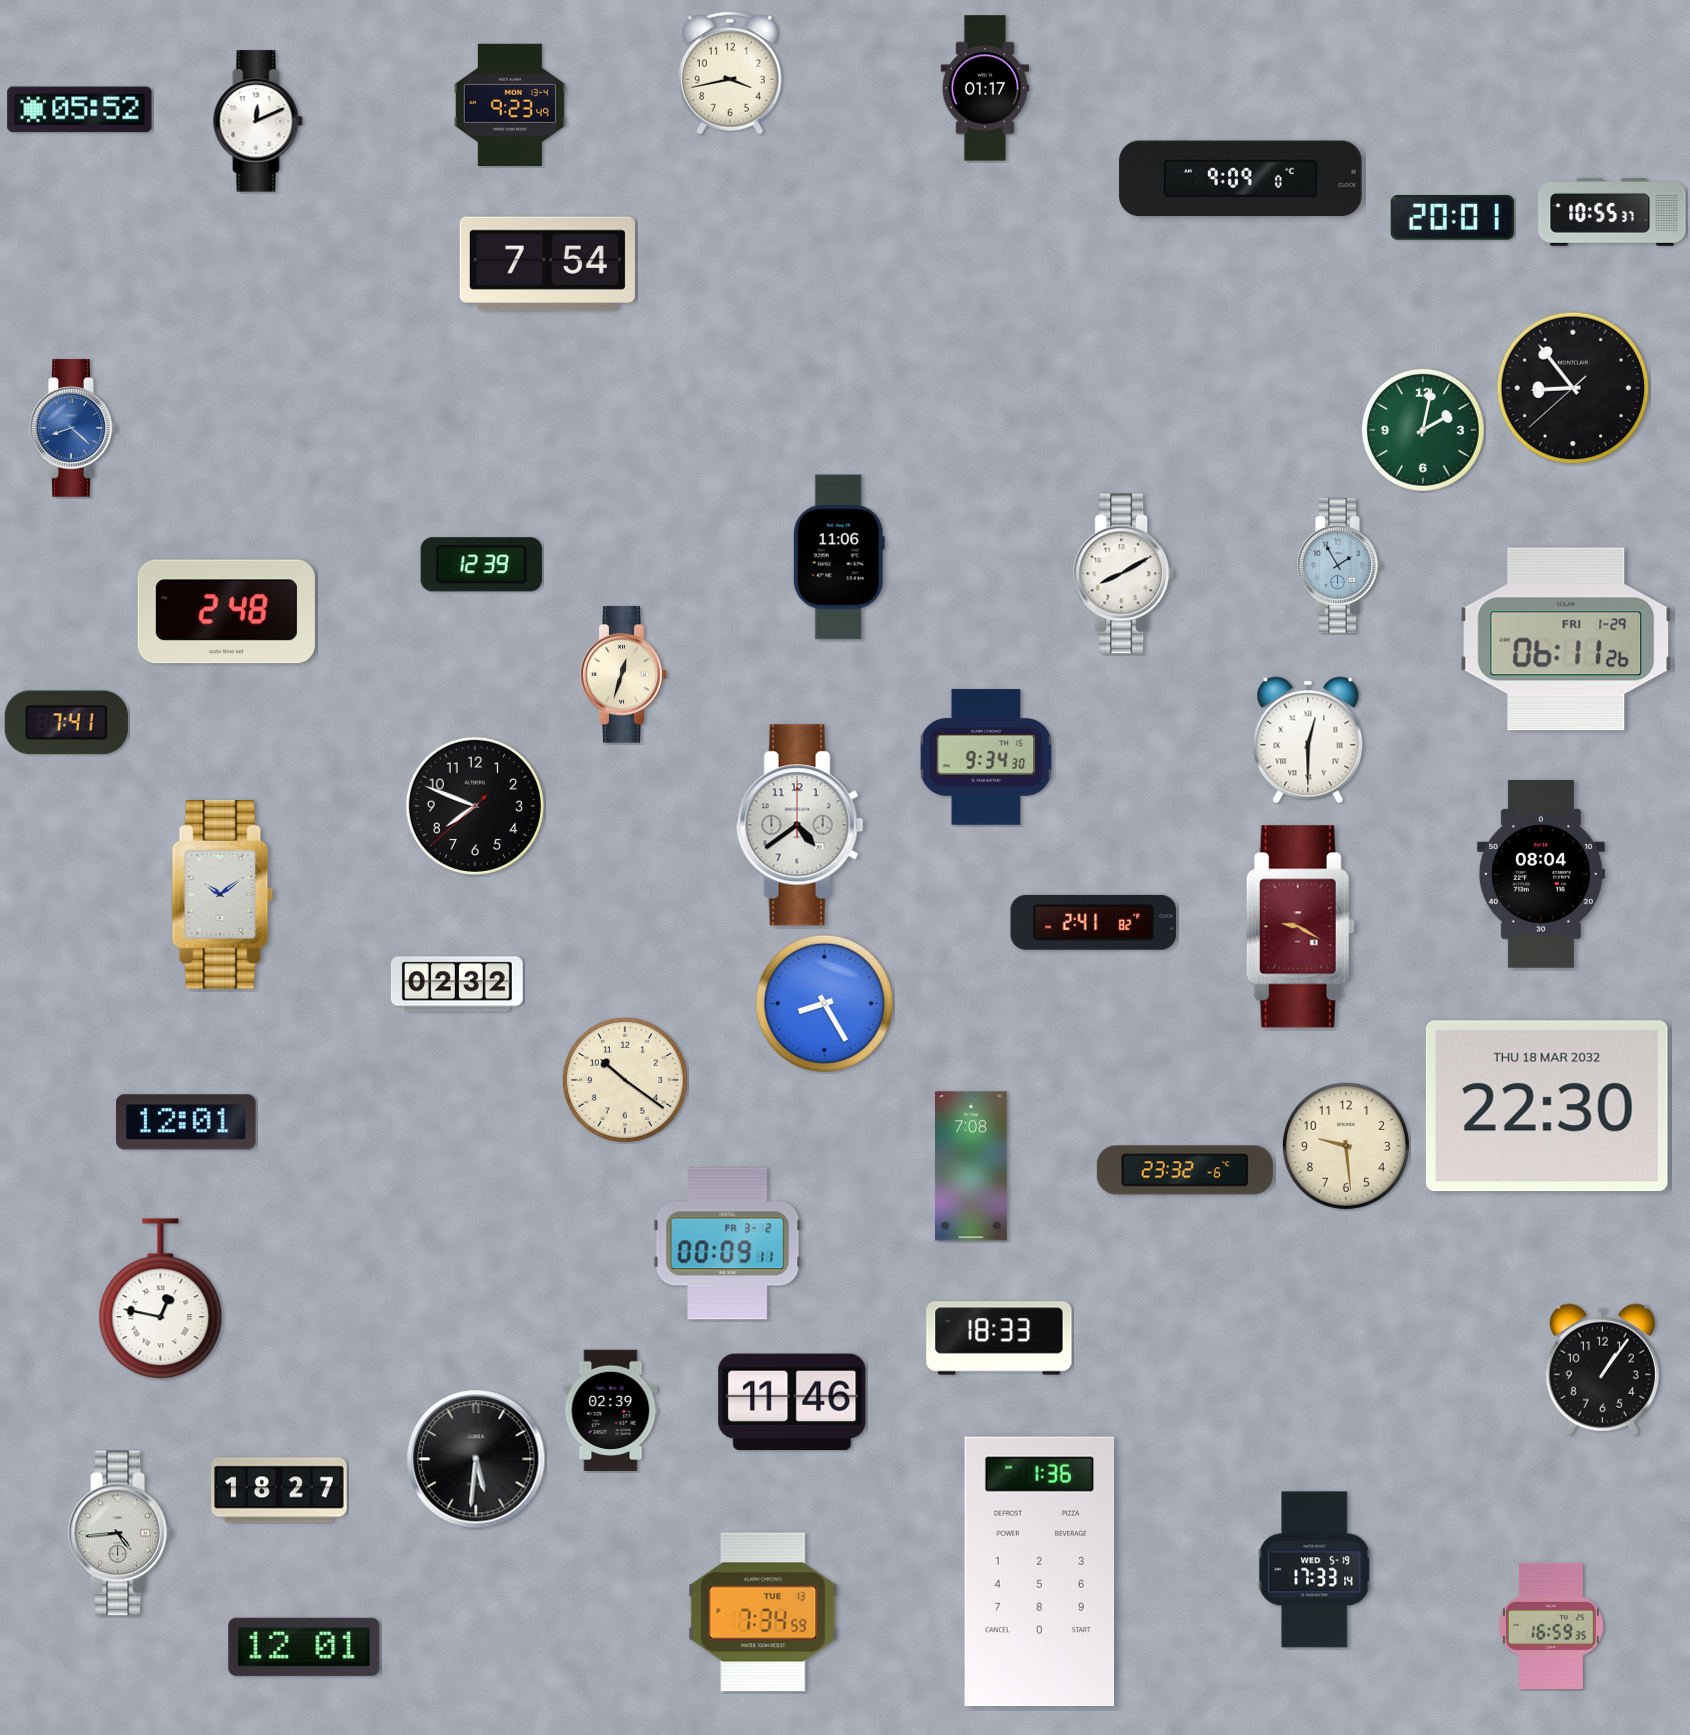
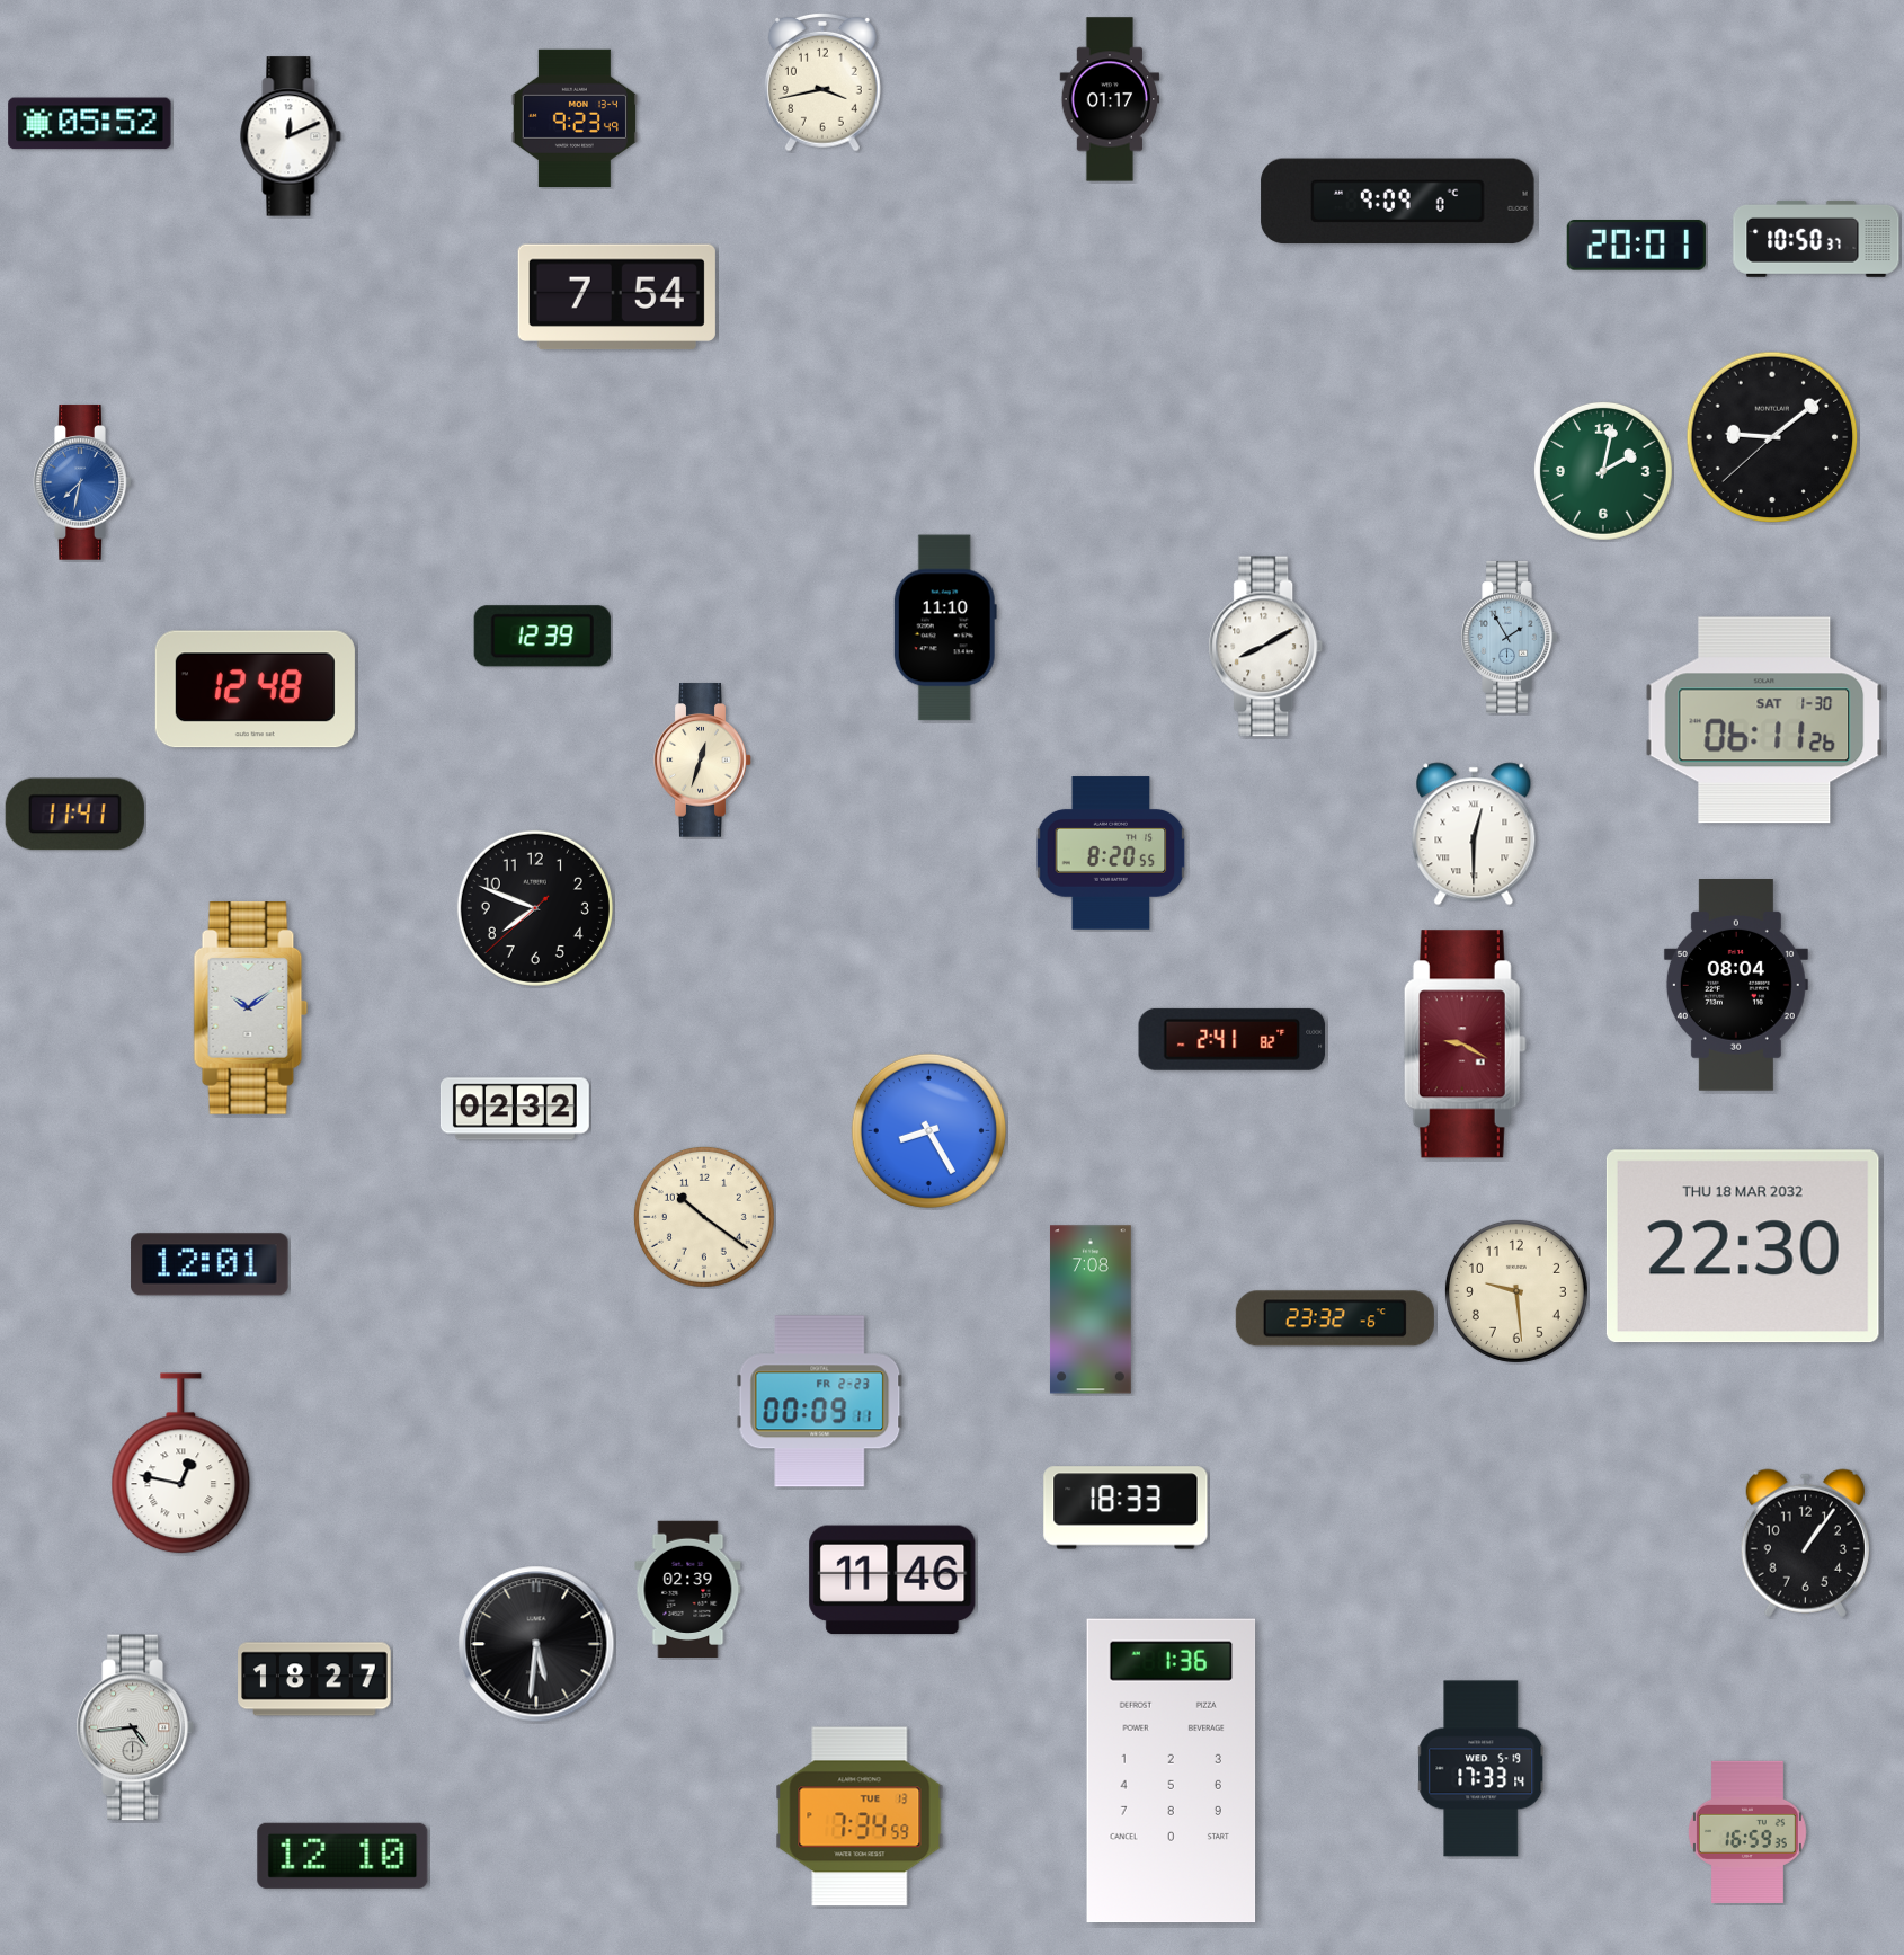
clock at (1612, 212): 10:55 -> 10:50
clock at (1573, 388): 8:53 -> 9:08
clock at (73, 428): 8:22 -> 7:32
clock at (1423, 430) position: (1423, 430) -> (1603, 471)
clock at (839, 557): 11:06 -> 11:10
clock at (226, 612): 2:48 -> 12:48
clock at (1566, 639) date: FRI 1-29 -> SAT 1-30
clock at (66, 723): 7:41 -> 11:41
clock at (986, 757): 9:34 -> 8:20
clock at (800, 825): 4:39 -> none
clock at (971, 1166) position: (971, 1166) -> (1091, 1309)
clock at (728, 1244) date: FR 3-2 -> FR 2-23
clock at (304, 1647): 12:01 -> 12:10
